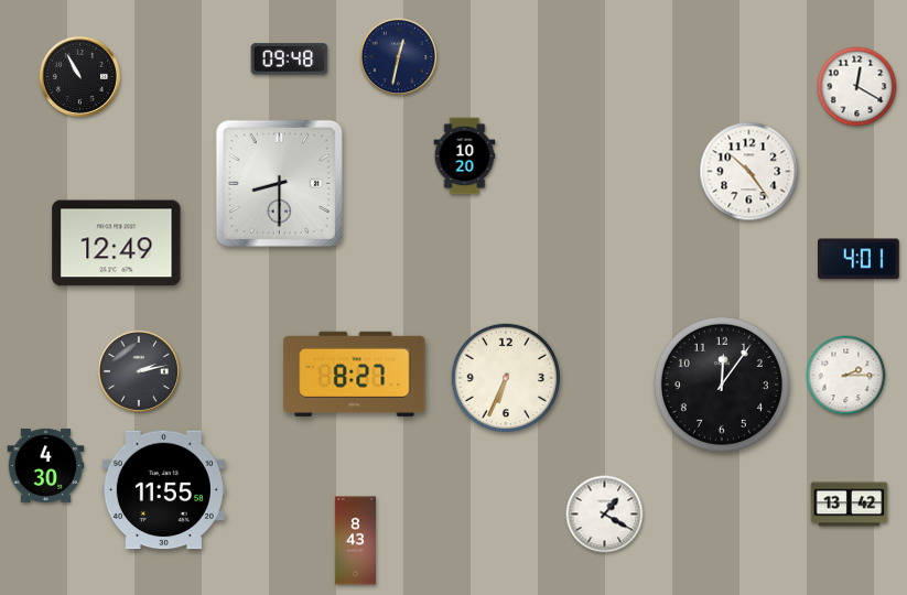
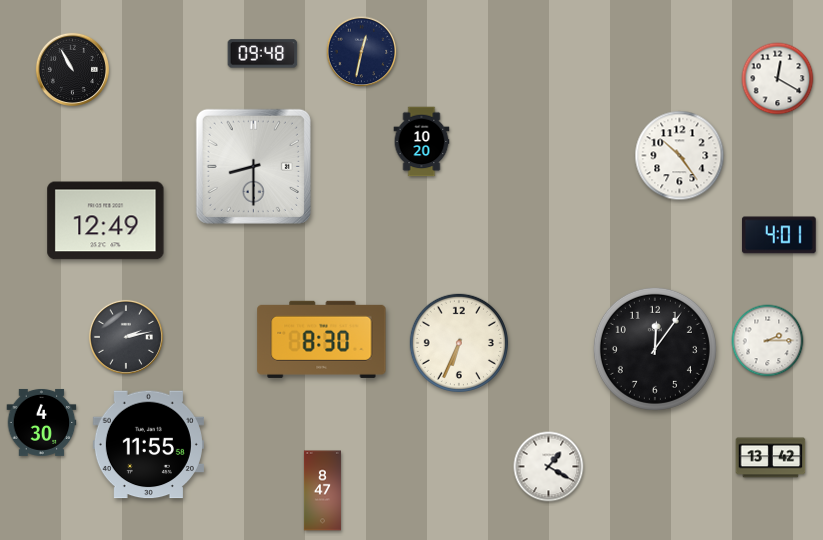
clock at (355, 374): 8:27 -> 8:30
clock at (355, 541): 8:43 -> 8:47
